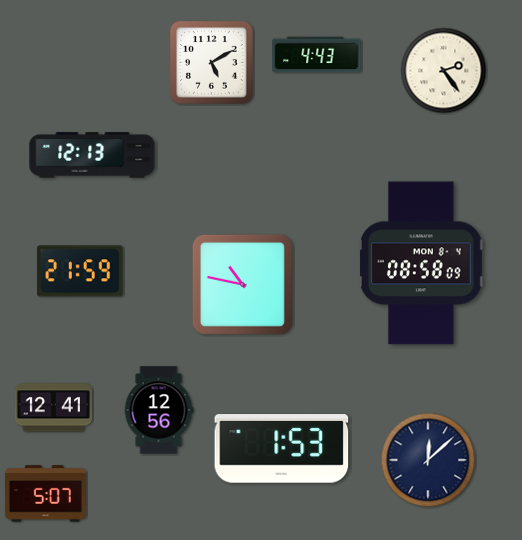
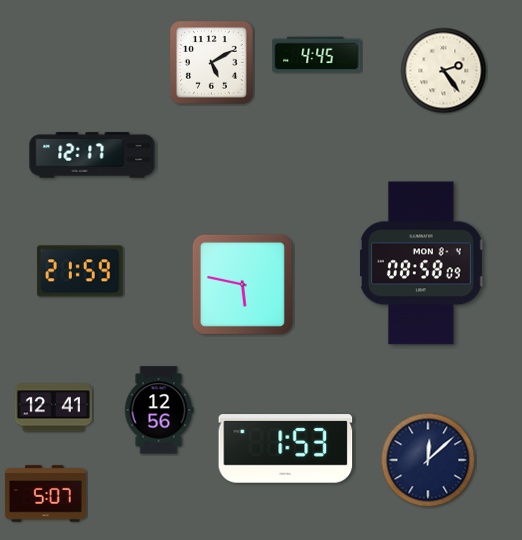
clock at (317, 55): 4:43 -> 4:45
clock at (92, 155): 12:13 -> 12:17
clock at (242, 284): 10:47 -> 5:47
clock at (282, 449) position: (282, 449) -> (286, 449)
